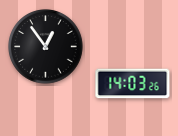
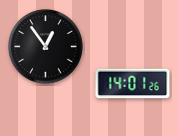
clock at (133, 84): 14:03 -> 14:01
